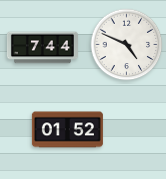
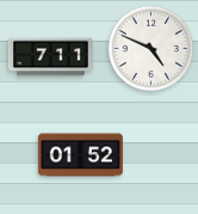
clock at (127, 45) position: (127, 45) -> (151, 49)
clock at (42, 48): 7:44 -> 7:11
